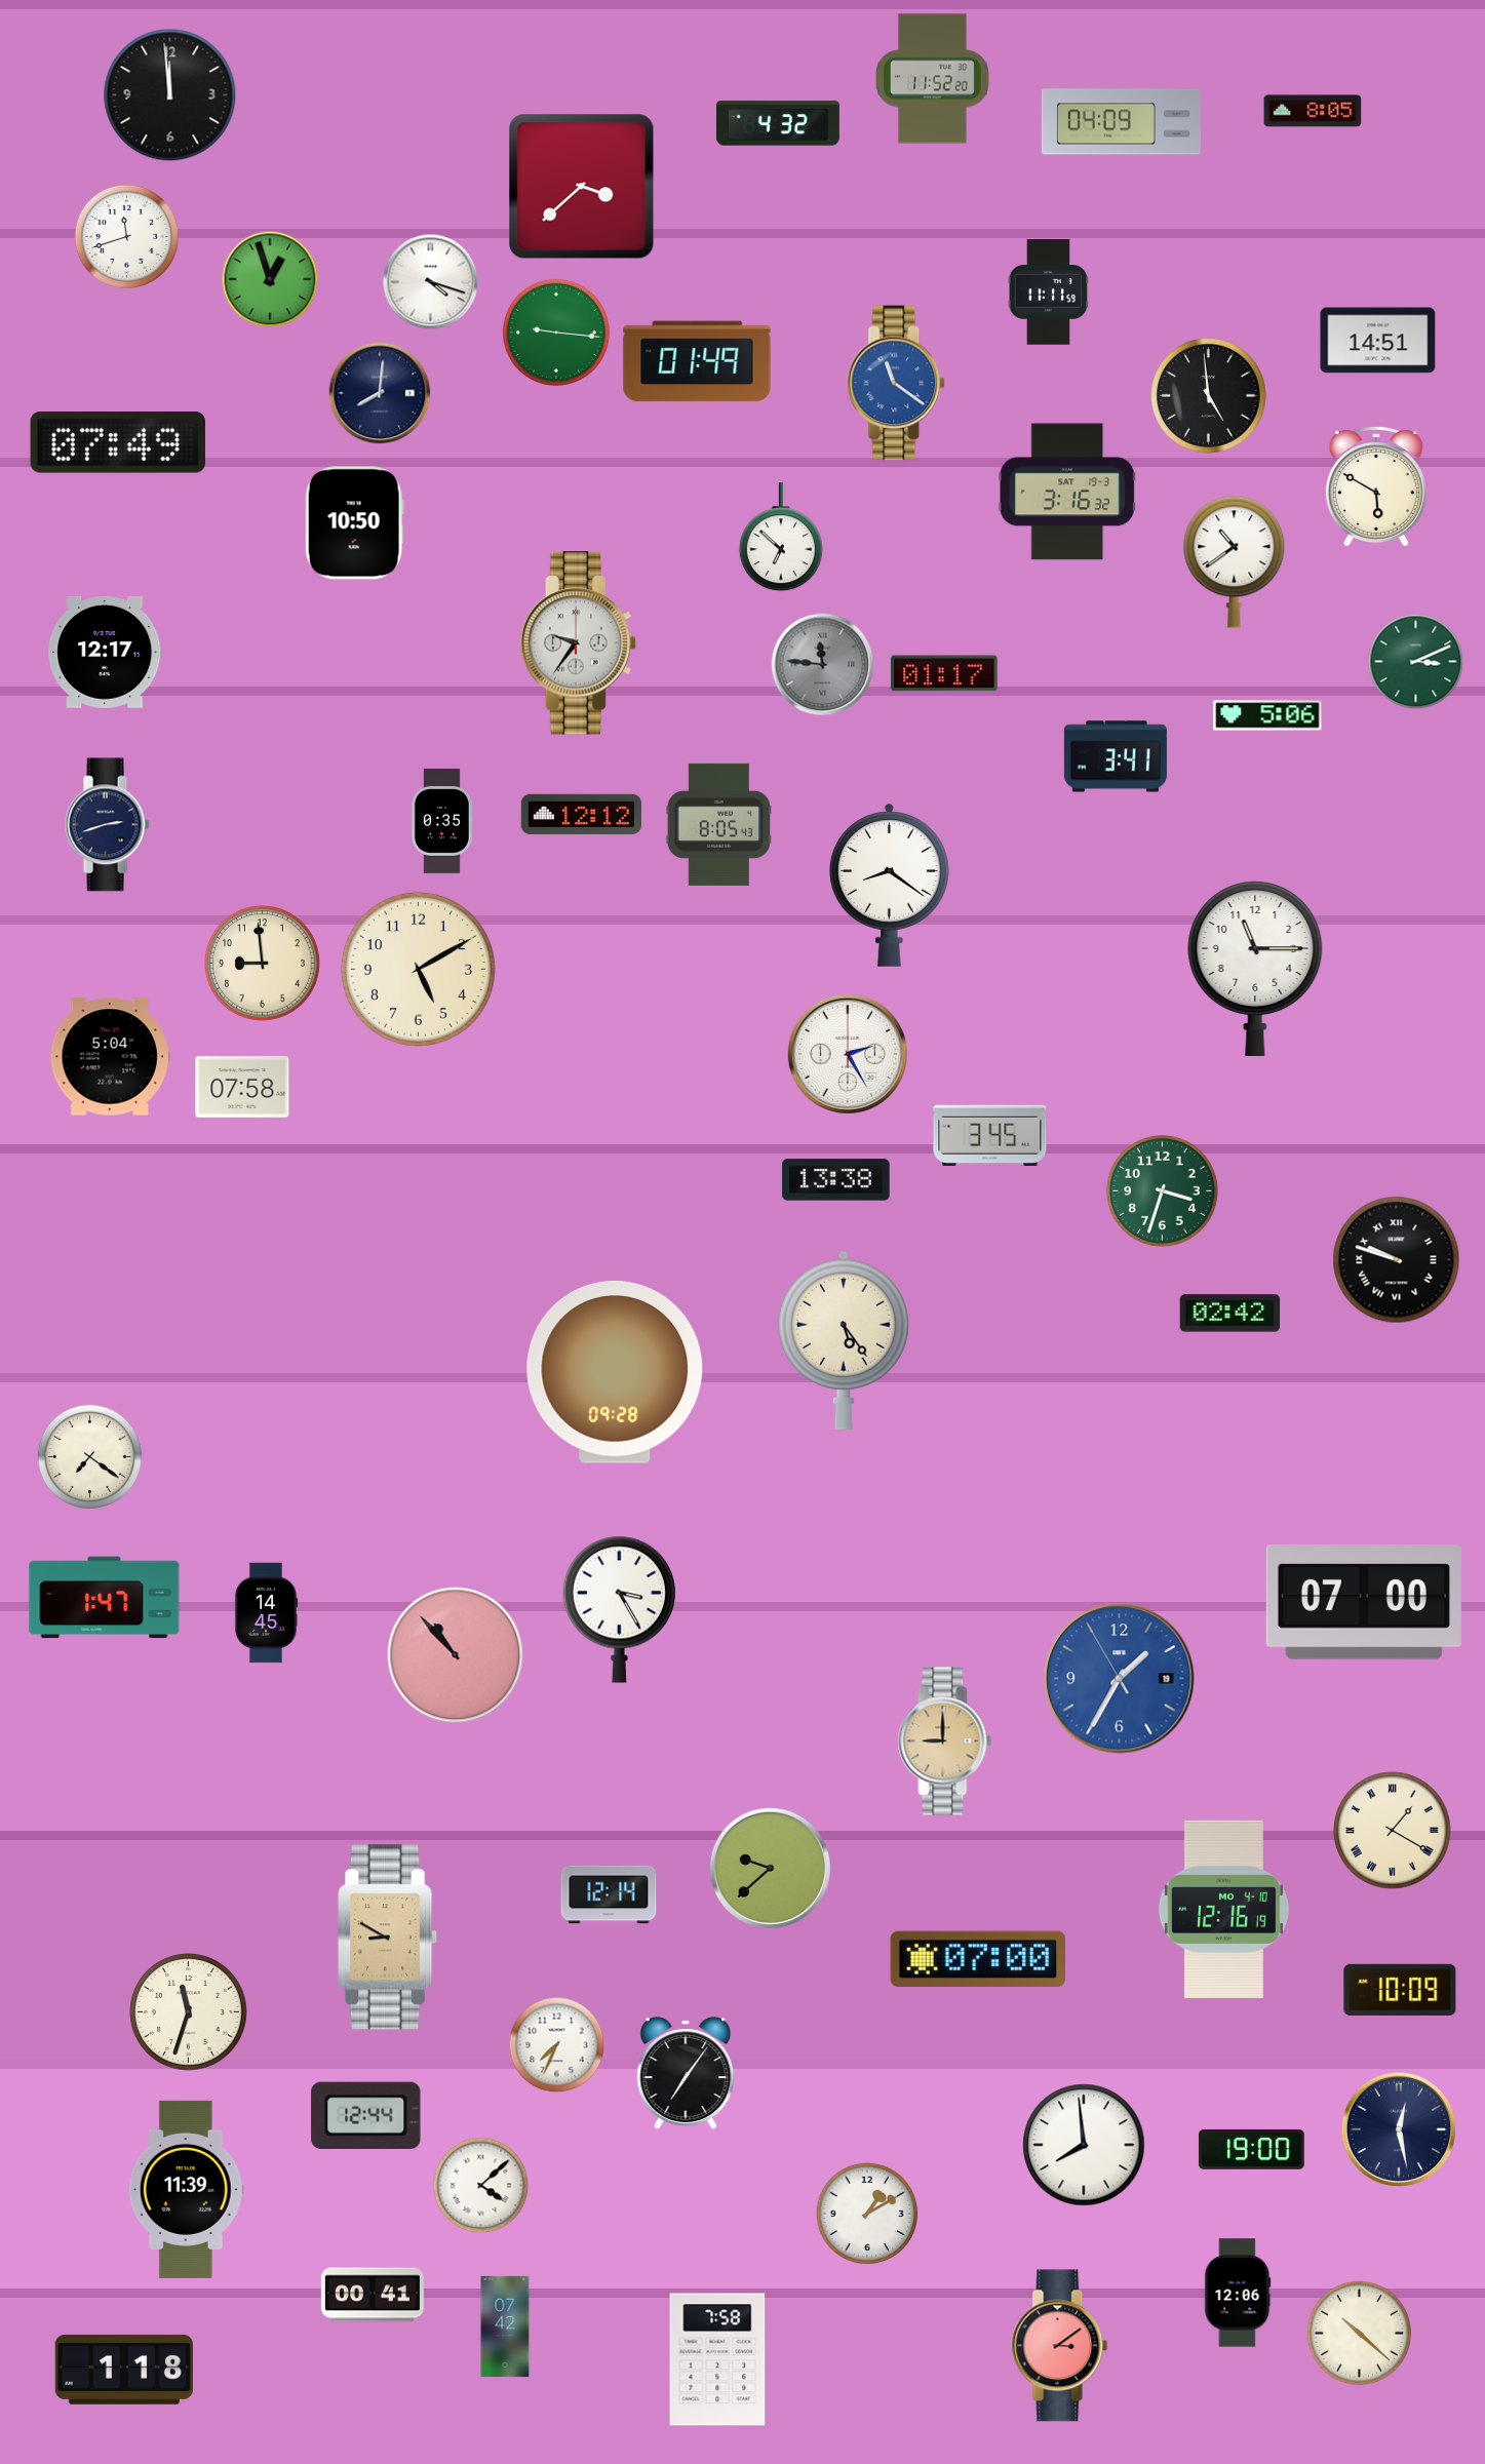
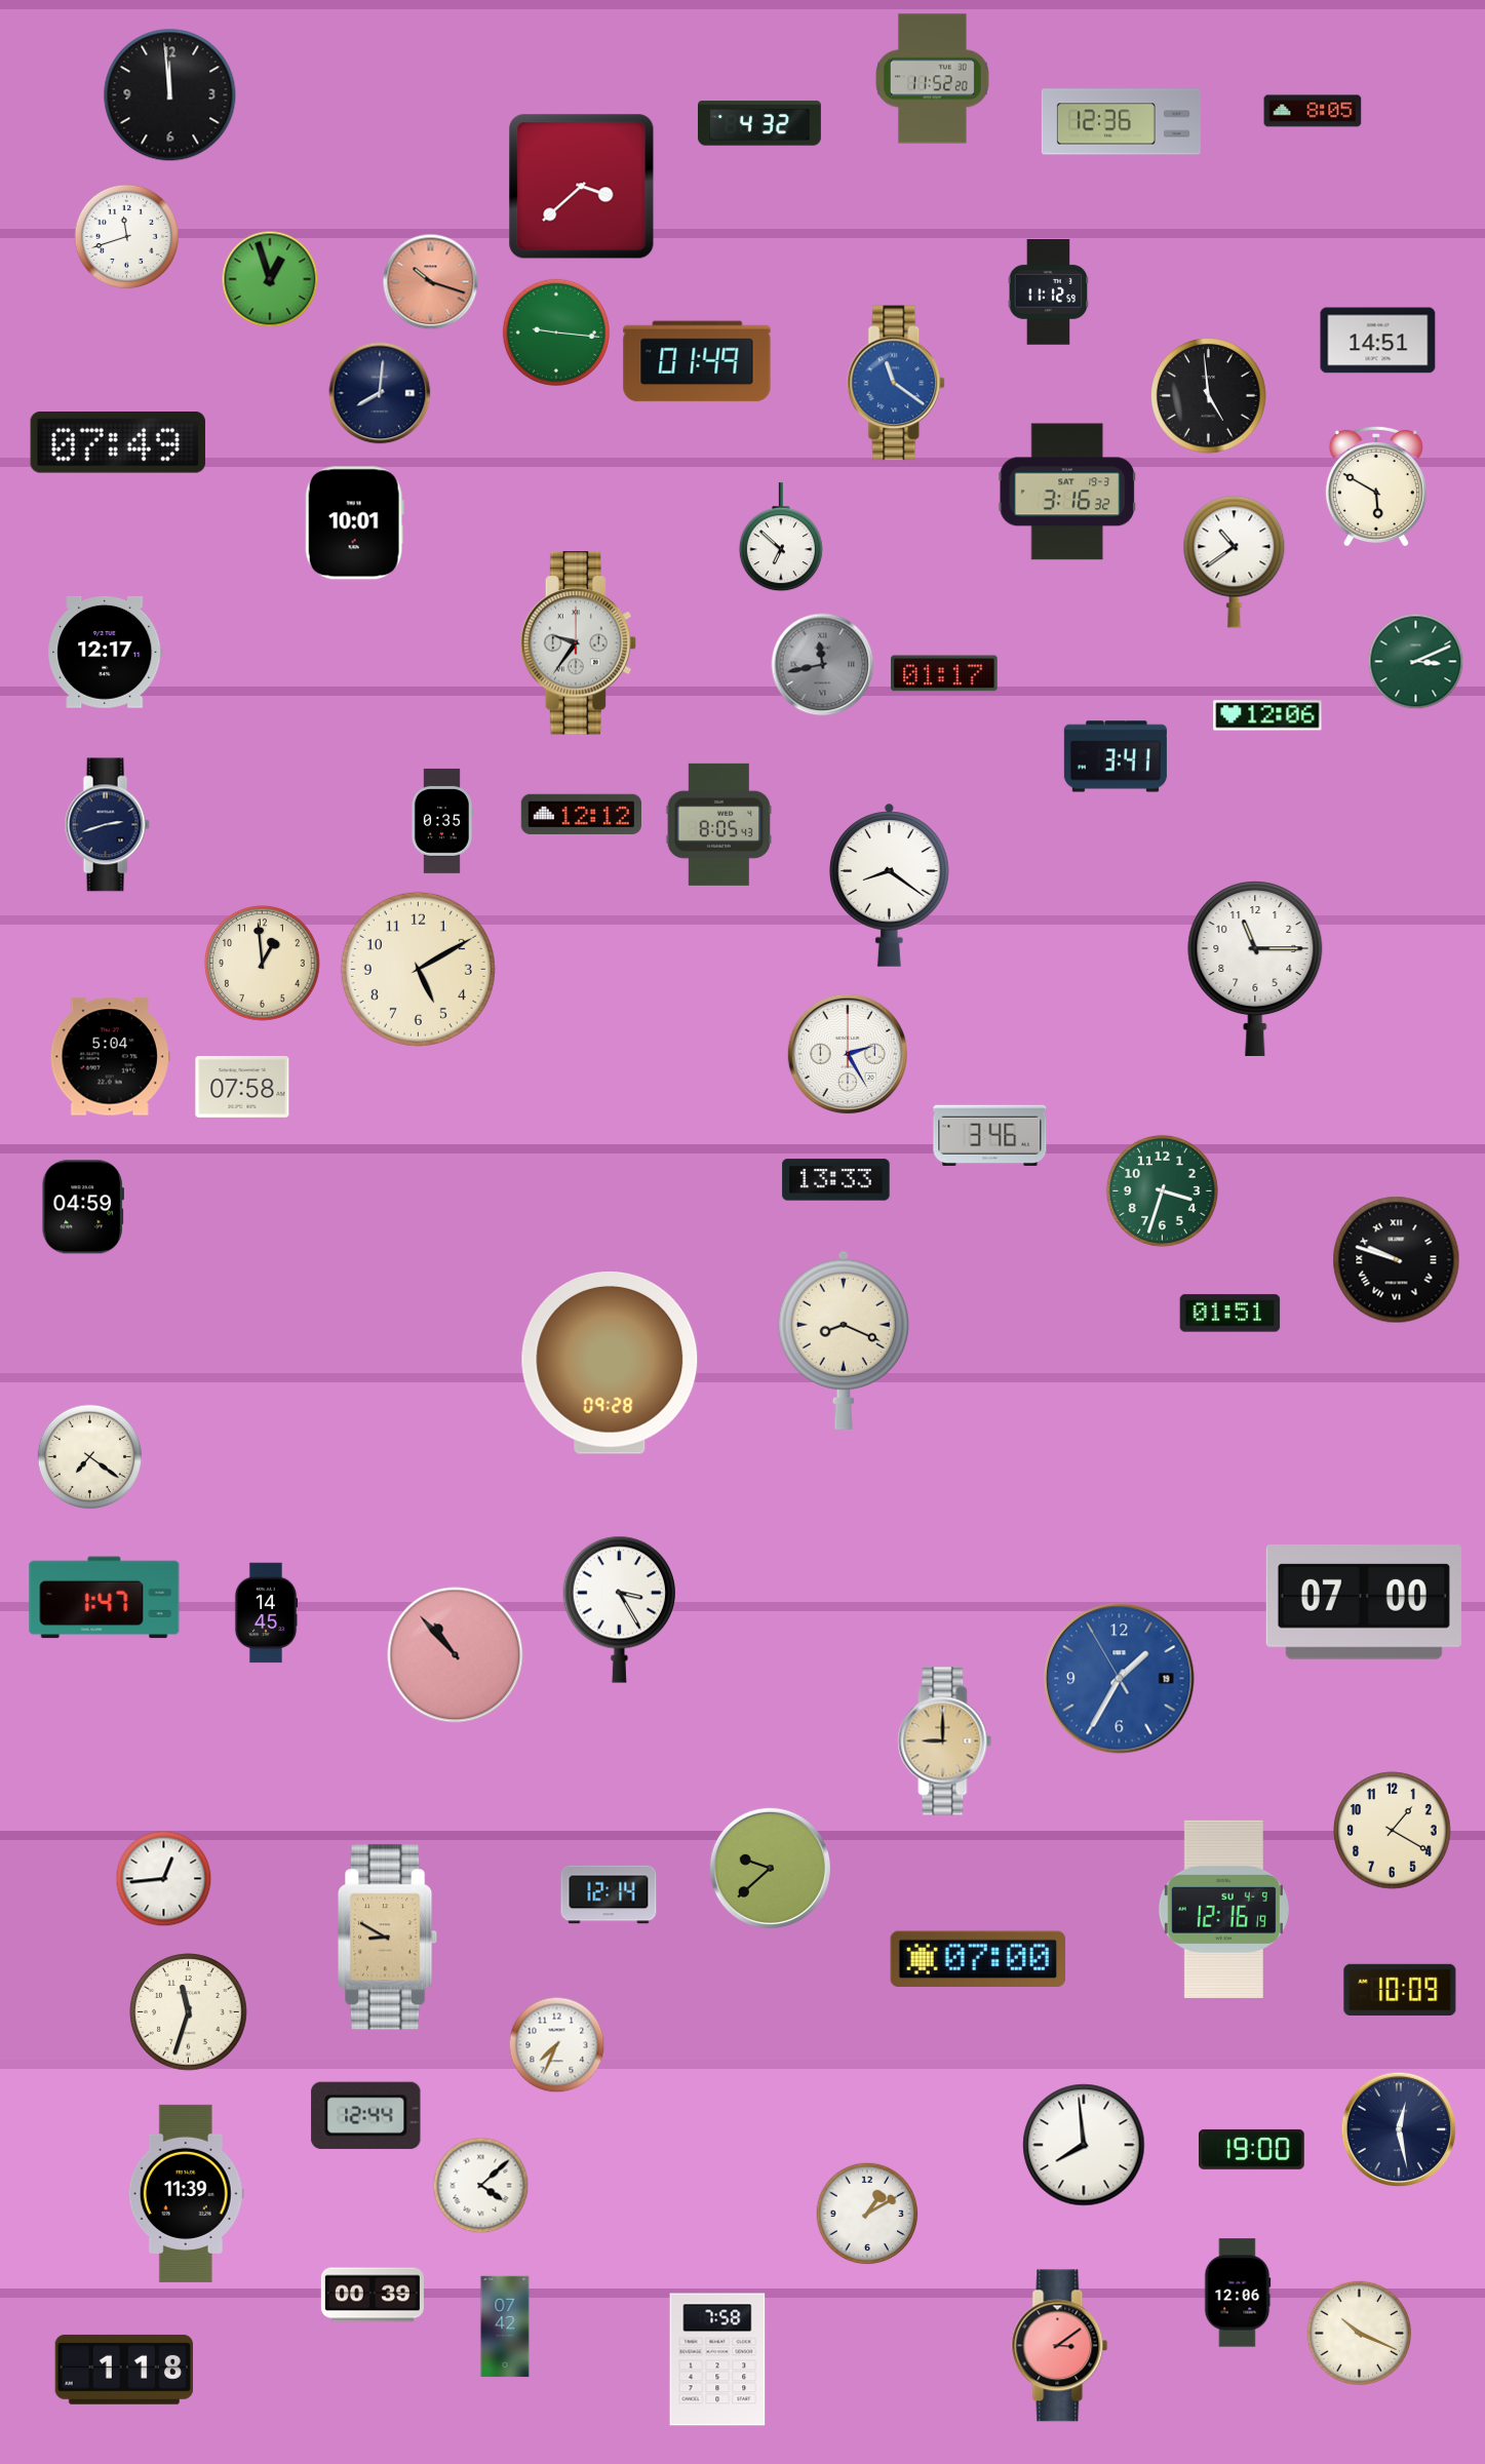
clock at (1121, 122): 04:09 -> 12:36
clock at (778, 123) position: (778, 123) -> (759, 123)
clock at (431, 282): 4:18 -> 10:18
clock at (431, 282) dial: white -> salmon
clock at (1049, 292): 11:11 -> 11:12
clock at (354, 523): 10:50 -> 10:01
clock at (823, 665): 11:46 -> 11:43
clock at (1267, 715): 5:06 -> 12:06
clock at (263, 964): 8:59 -> 12:59
clock at (990, 1135): 3:45 -> 3:46
clock at (836, 1180): 13:38 -> 13:33
clock at (83, 1207): none -> 04:59
clock at (1230, 1314): 02:42 -> 01:51
clock at (844, 1340): 5:24 -> 8:19
clock at (615, 1372) position: (615, 1372) -> (610, 1363)
clock at (1393, 1831) numerals: Roman -> Arabic
clock at (164, 1879): none -> 12:44
clock at (1223, 1909) date: MO 4-10 -> SU 4-9
clock at (686, 2073): 7:06 -> none
clock at (186, 2189) position: (186, 2189) -> (186, 2193)
clock at (373, 2295): 00:41 -> 00:39
clock at (1359, 2333): 10:22 -> 10:19
